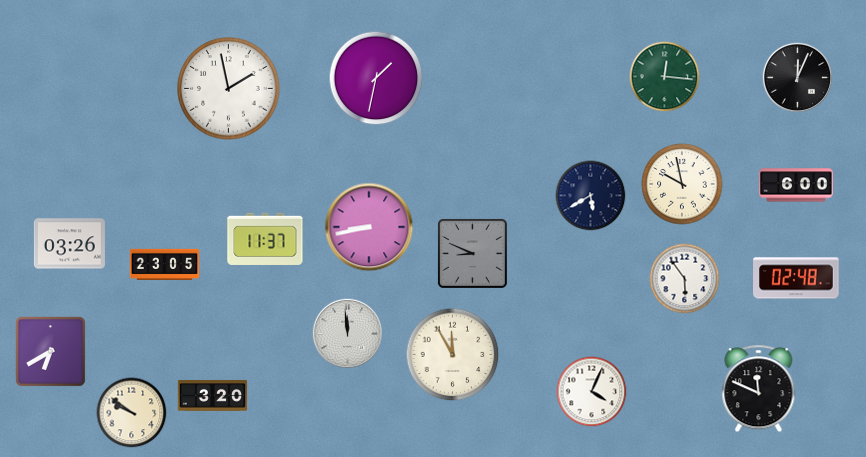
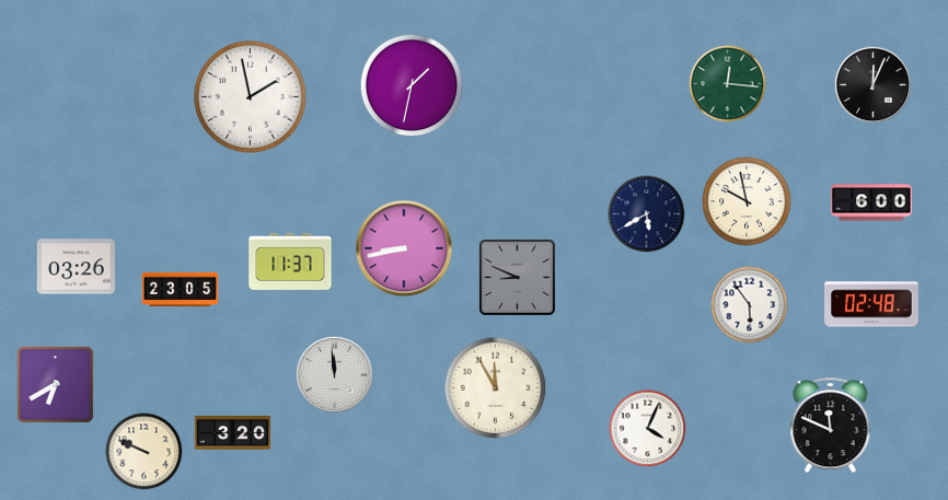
clock at (347, 333) position: (347, 333) -> (334, 374)
clock at (132, 413): 9:51 -> 9:49
